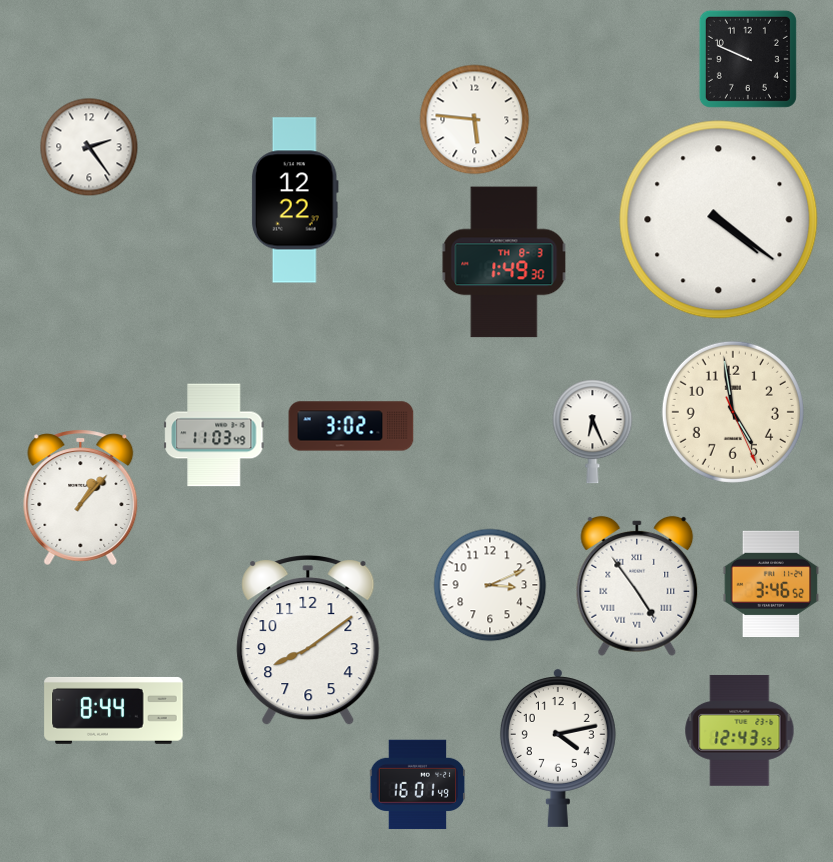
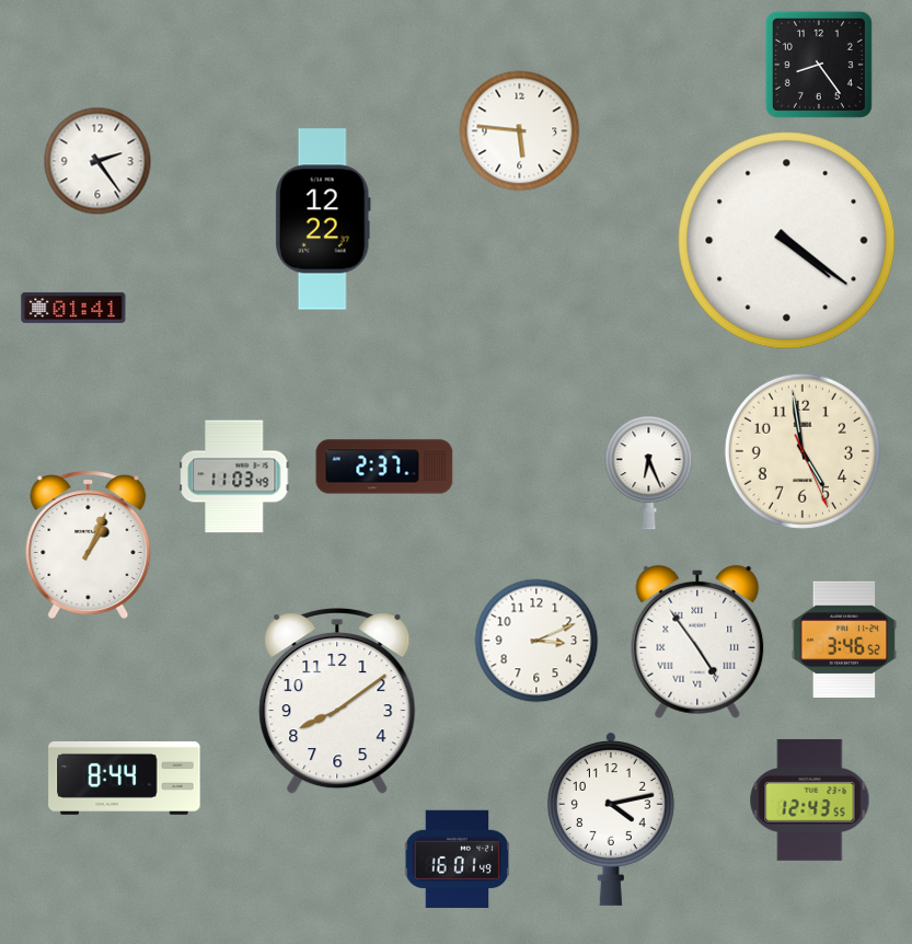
clock at (748, 59): 9:49 -> 8:24
clock at (504, 262): 1:49 -> none
clock at (73, 308): none -> 01:41
clock at (351, 426): 3:02 -> 2:37
clock at (81, 497): 1:07 -> 1:04
